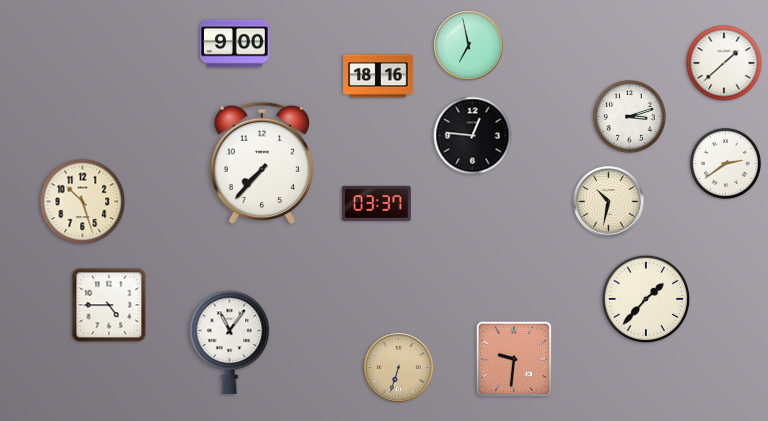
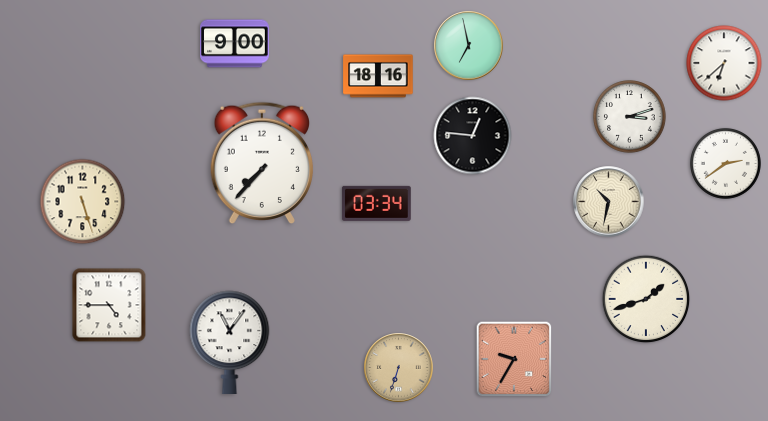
clock at (724, 63): 1:38 -> 6:38
clock at (83, 202): 10:27 -> 5:27
clock at (376, 203): 03:37 -> 03:34
clock at (646, 299): 1:37 -> 1:42
clock at (514, 359): 9:31 -> 9:35
